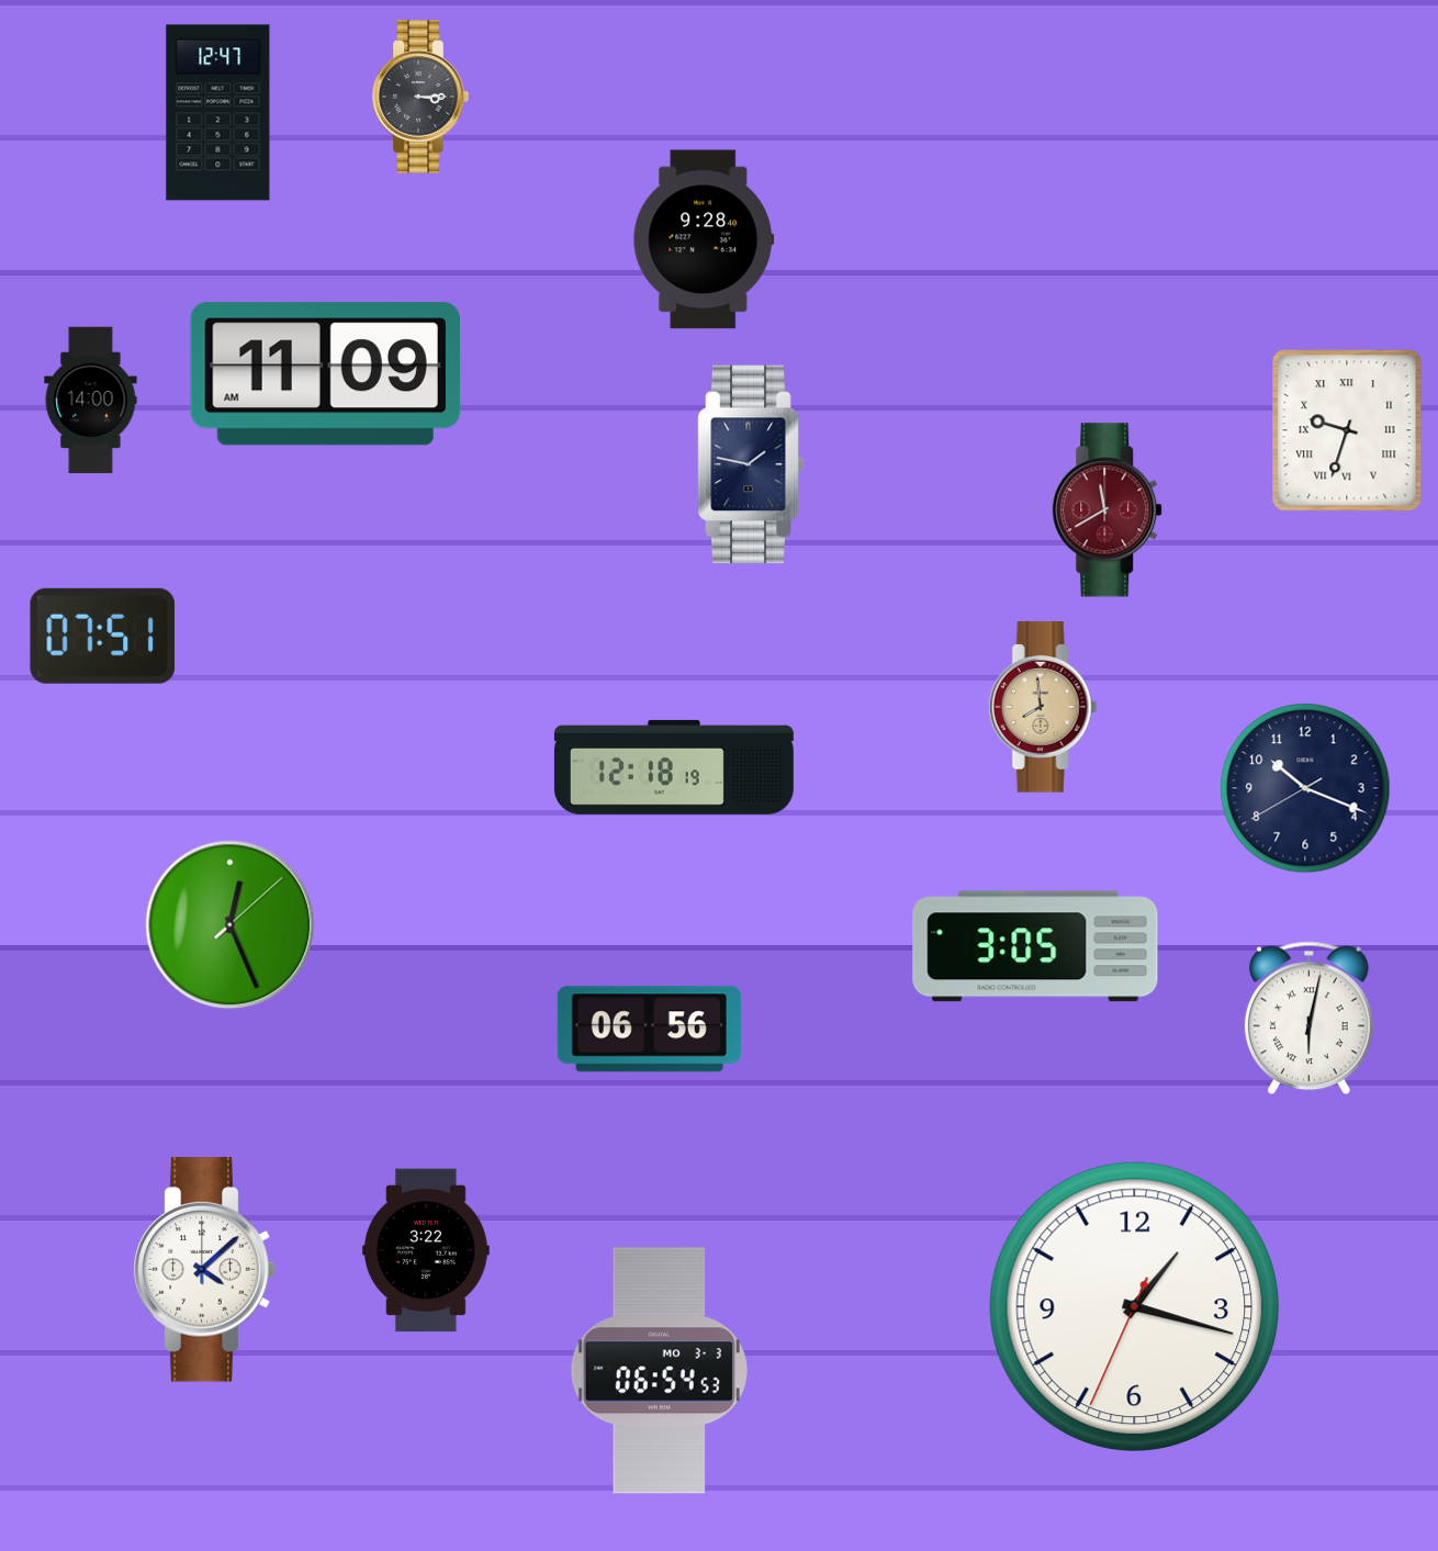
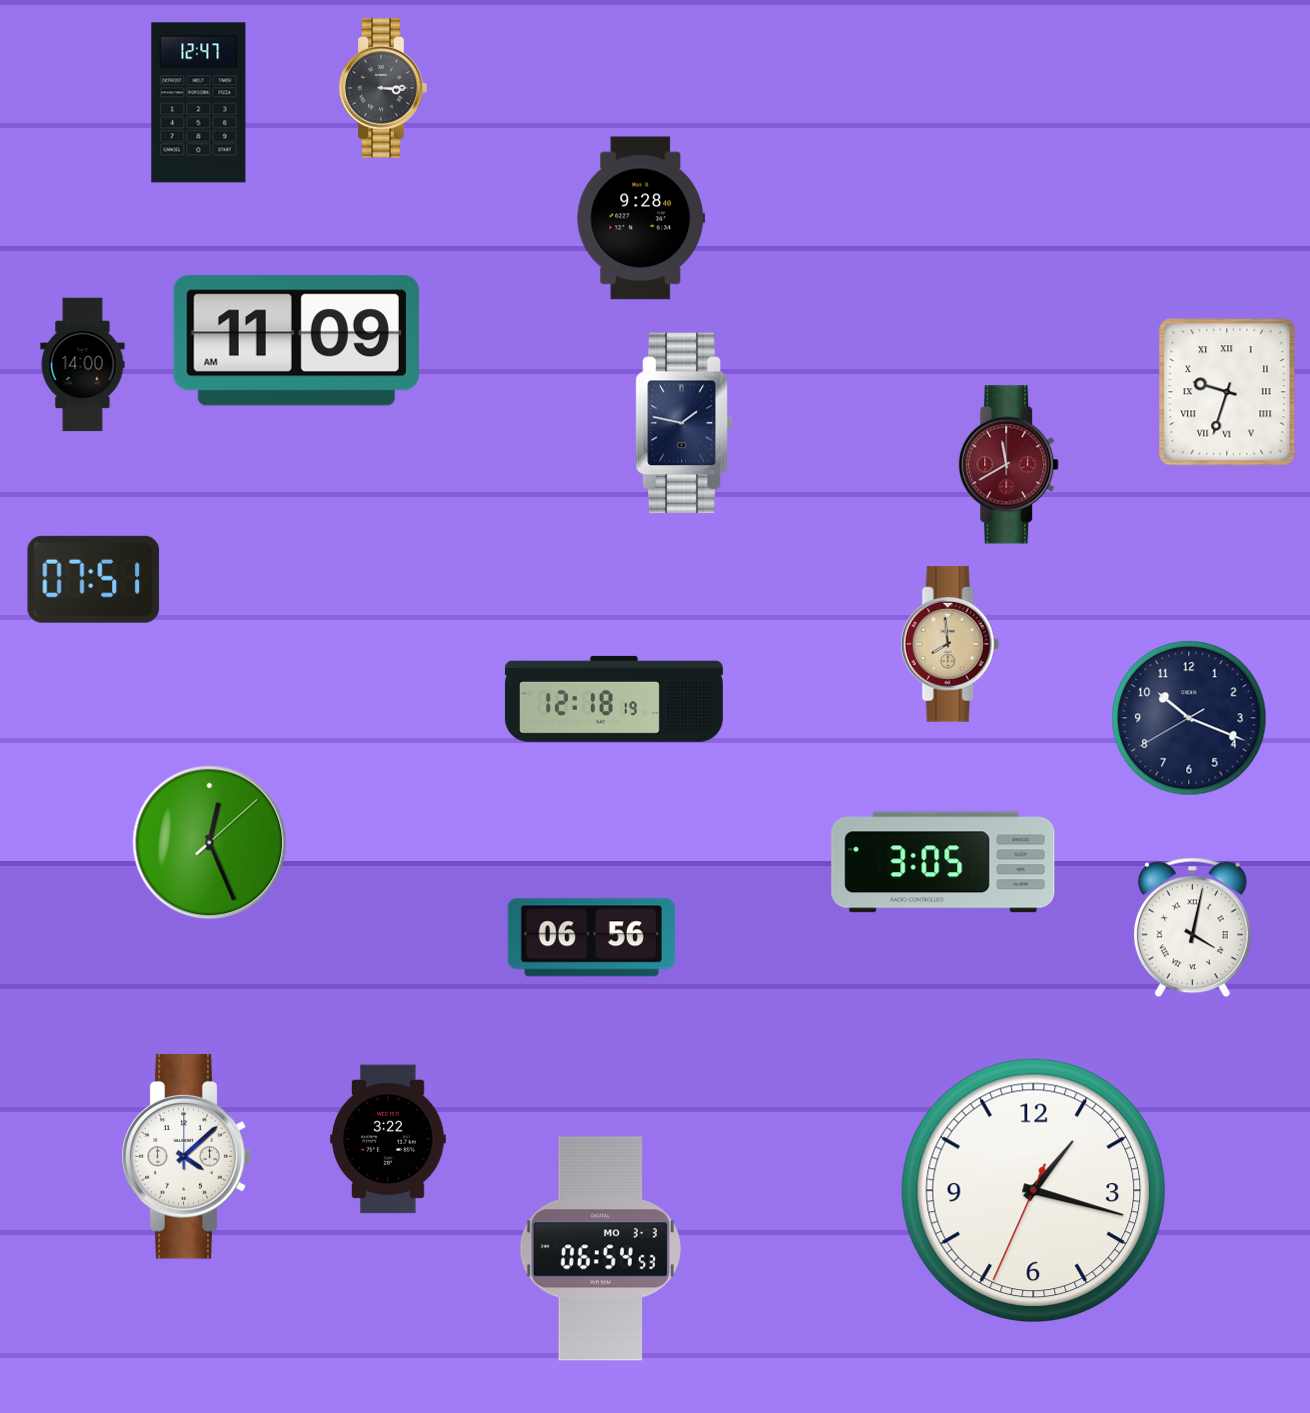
clock at (1308, 1019): 6:02 -> 4:02
